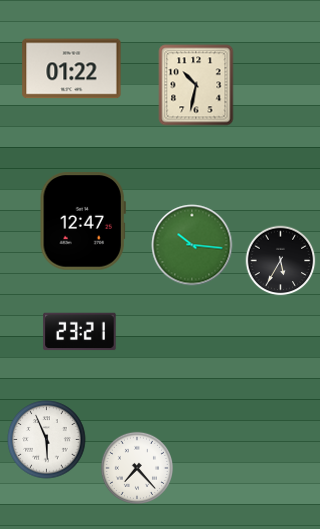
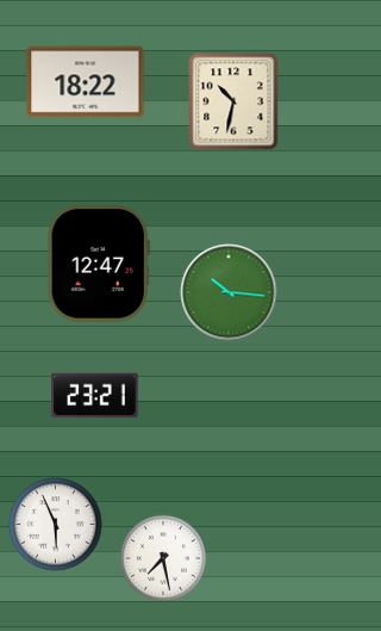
clock at (72, 69): 01:22 -> 18:22
clock at (281, 261): 5:35 -> none
clock at (136, 467): 7:23 -> 7:28
